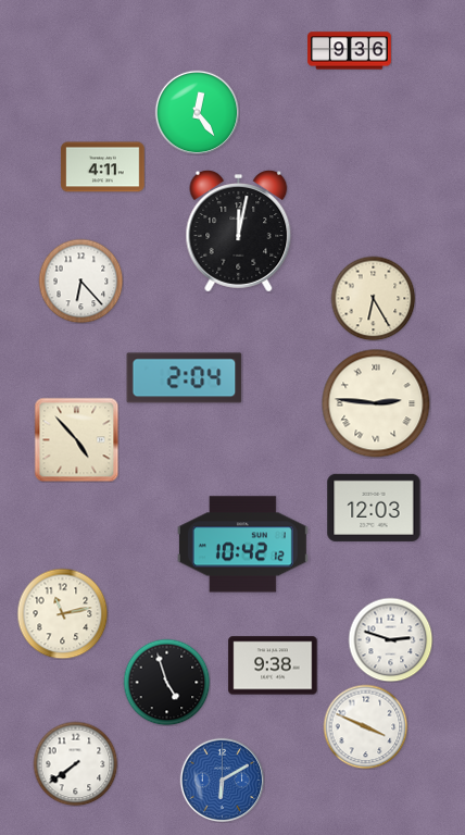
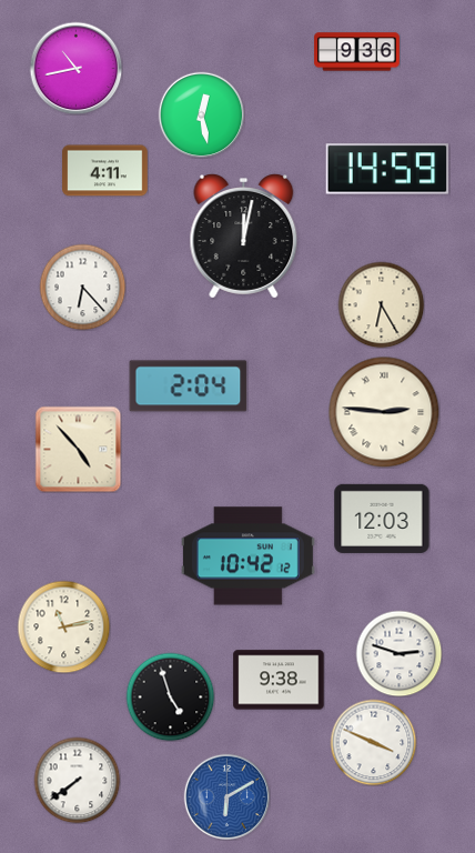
clock at (75, 68): none -> 10:43
clock at (197, 112): 12:24 -> 12:28
clock at (387, 169): none -> 14:59
